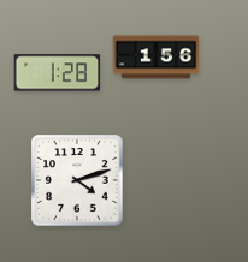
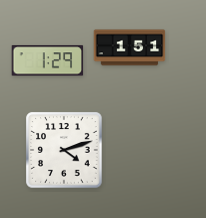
clock at (157, 58): 1:56 -> 1:51
clock at (58, 73): 1:28 -> 1:29
